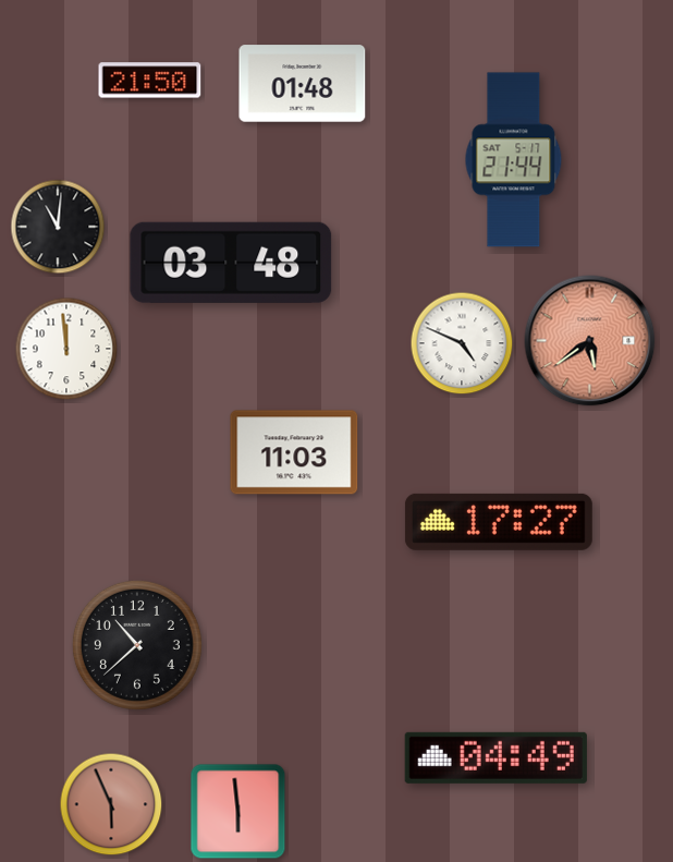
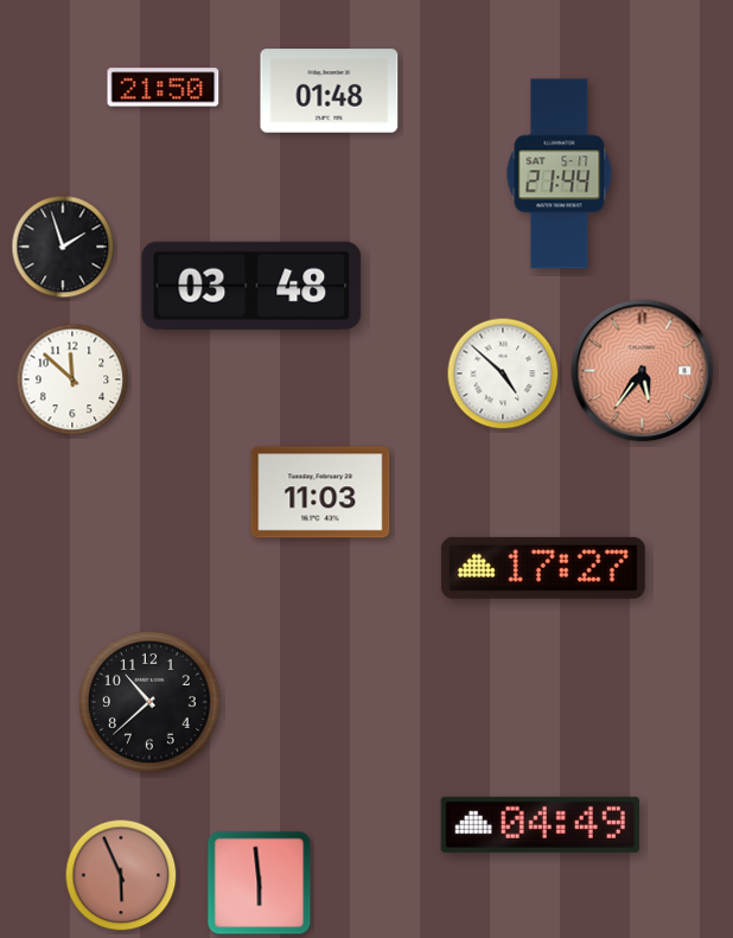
clock at (58, 227): 11:01 -> 1:57
clock at (590, 341): 5:39 -> 5:36
clock at (462, 343): 4:49 -> 4:52
clock at (66, 349): 11:59 -> 11:52
